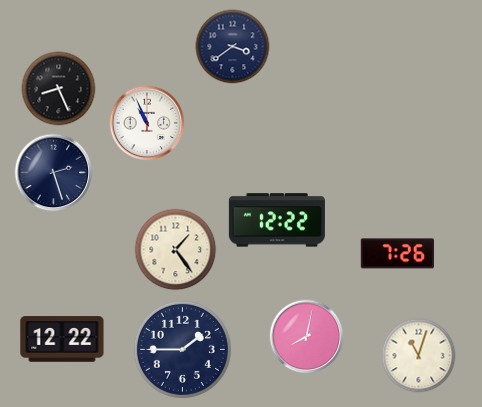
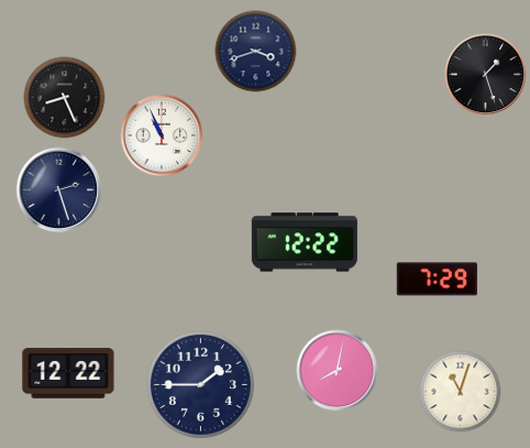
clock at (233, 47): 3:39 -> 3:42
clock at (486, 75): none -> 1:27
clock at (176, 250): 1:24 -> none
clock at (397, 254): 7:26 -> 7:29
